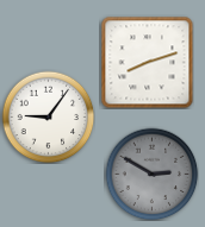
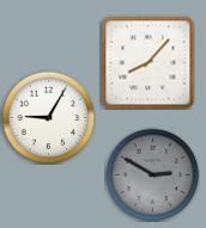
clock at (147, 62): 8:12 -> 8:07
clock at (48, 116): 9:06 -> 9:05
